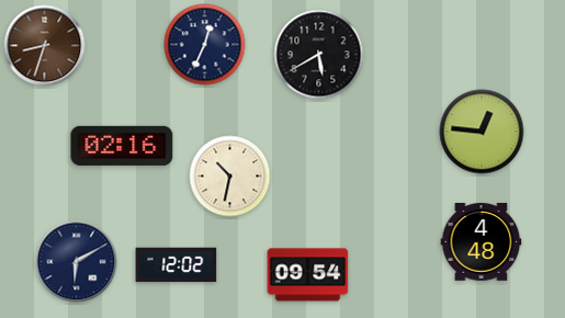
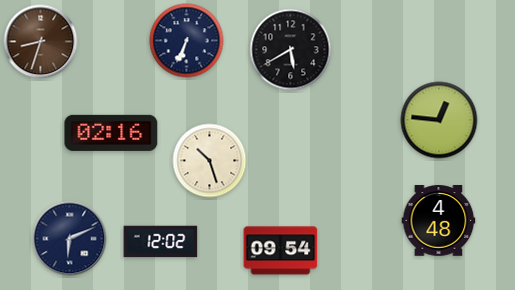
clock at (205, 45): 12:34 -> 6:34
clock at (230, 177): 10:32 -> 10:27
clock at (77, 262): 6:10 -> 6:11
